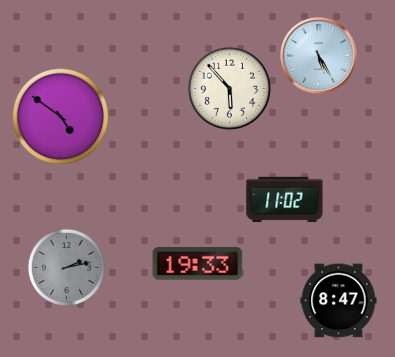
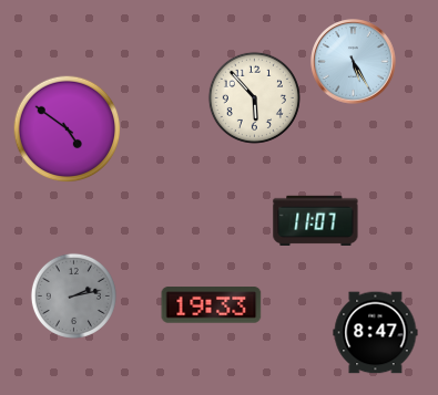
clock at (285, 199): 11:02 -> 11:07
clock at (198, 264) position: (198, 264) -> (212, 305)
